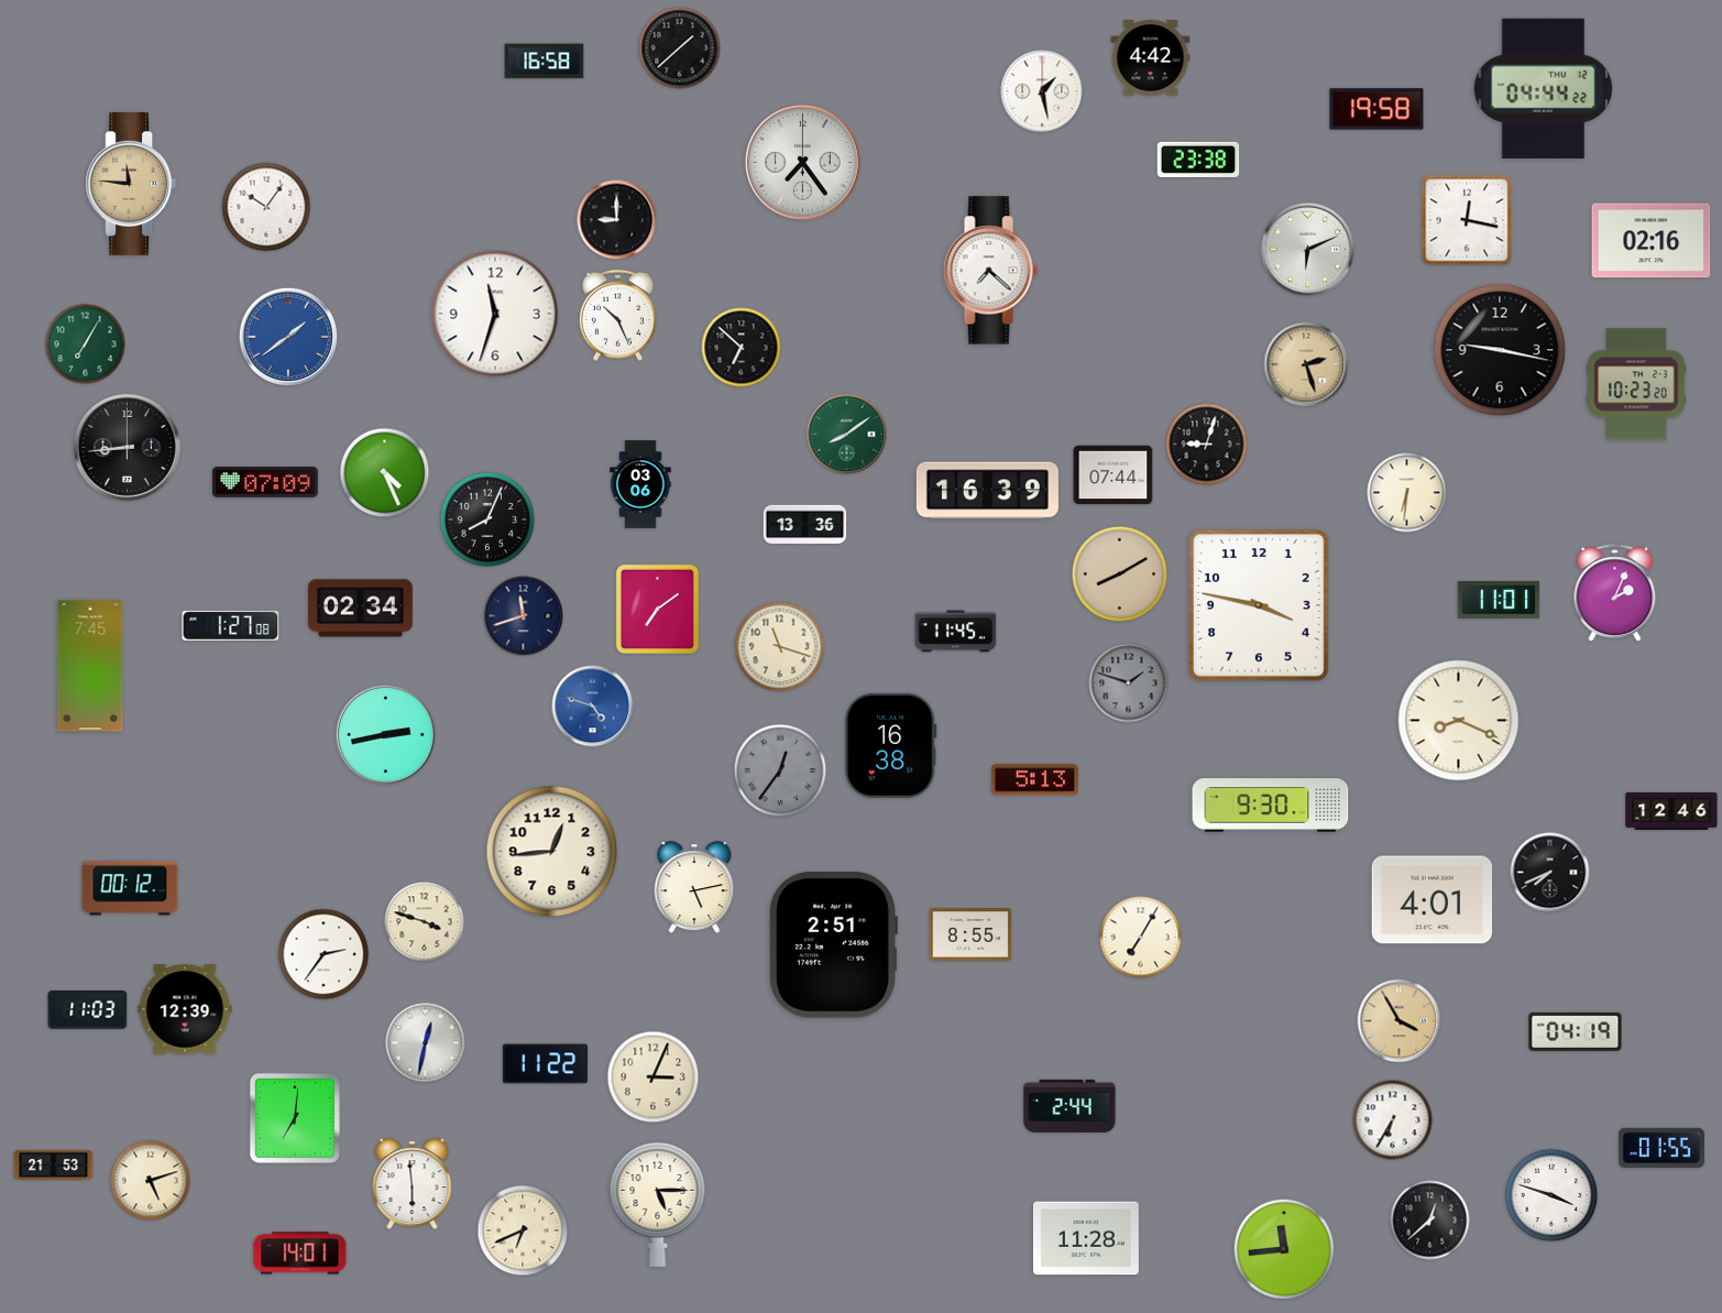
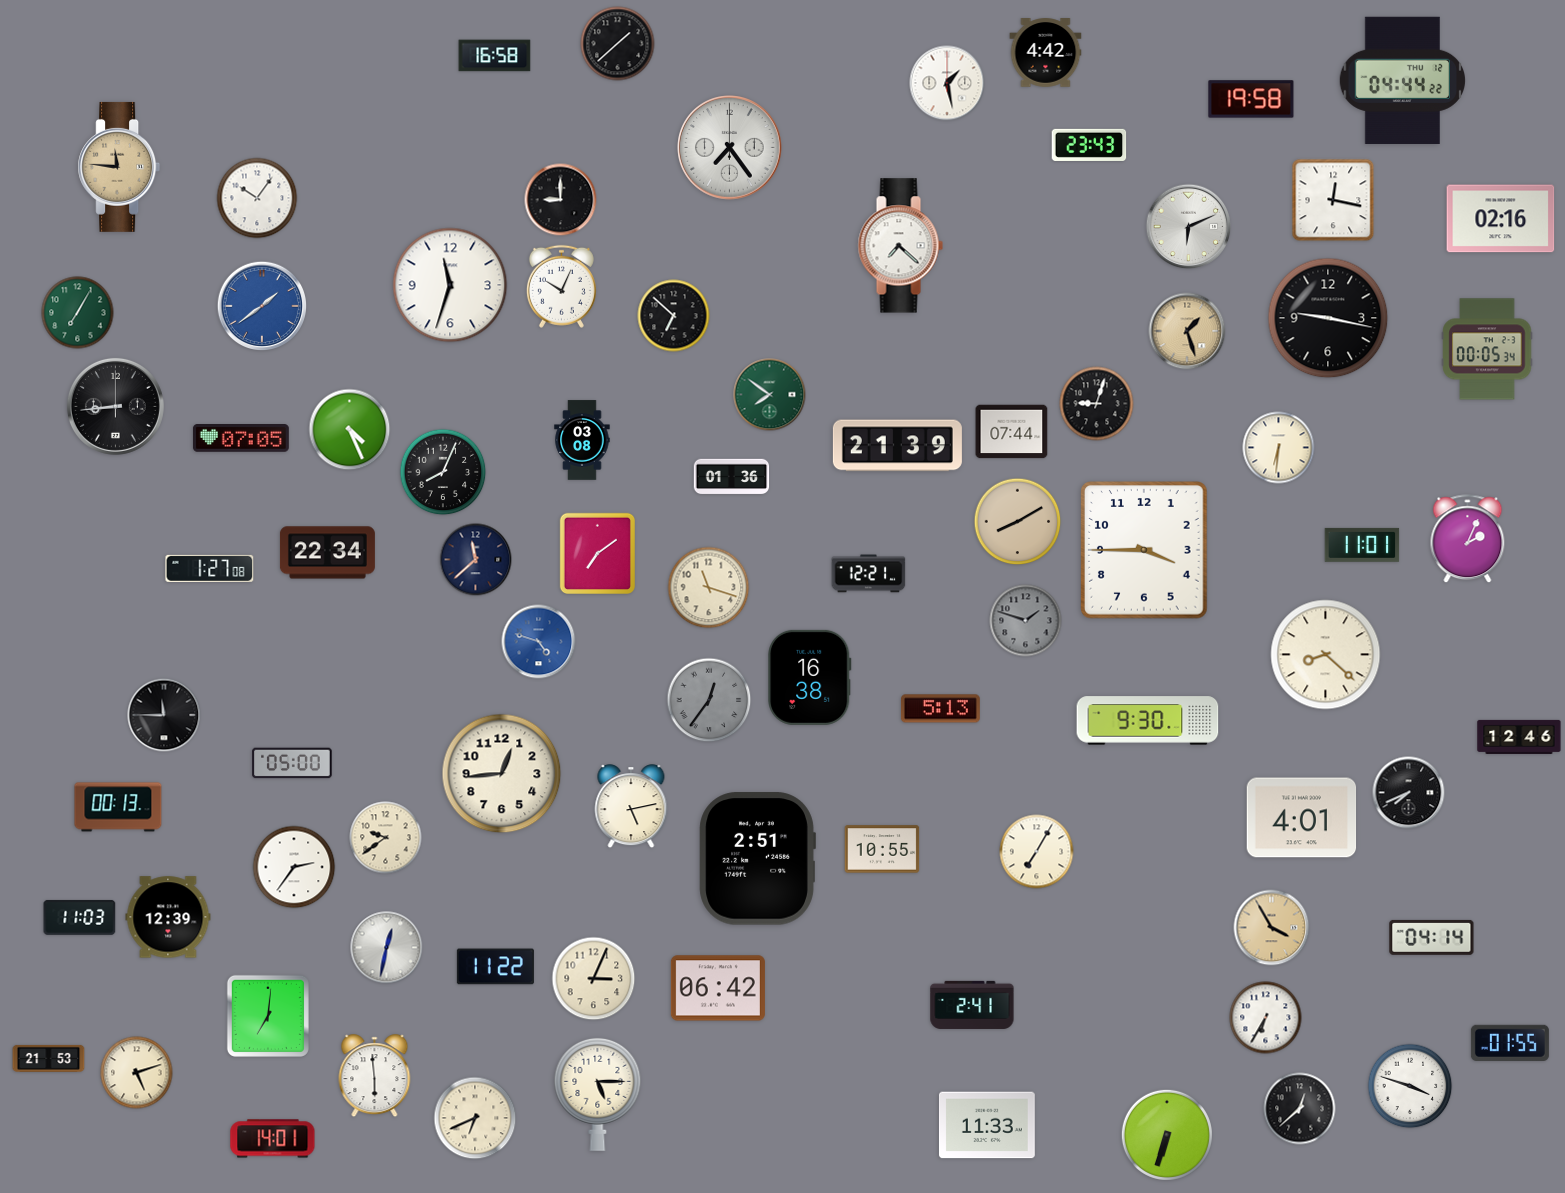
clock at (1198, 160): 23:38 -> 23:43
clock at (266, 207) position: (266, 207) -> (257, 198)
clock at (617, 315): 10:26 -> 10:04
clock at (1500, 350) position: (1500, 350) -> (1328, 318)
clock at (1306, 364): 2:27 -> 1:27
clock at (1636, 384): 10:23 -> 00:05
clock at (847, 435): 8:09 -> 7:51
clock at (265, 483): 07:09 -> 07:05
clock at (640, 484): 03:06 -> 03:08
clock at (987, 491): 16:39 -> 21:39
clock at (805, 525): 13:36 -> 01:36
clock at (1259, 605): 3:47 -> 3:45
clock at (360, 609): 02:34 -> 22:34
clock at (524, 616): 11:42 -> 11:38
clock at (956, 632): 11:45 -> 12:21
clock at (90, 666): 7:45 -> none
clock at (1459, 721): 8:19 -> 8:22
clock at (385, 734): 2:43 -> none
clock at (164, 715): none -> 11:45
clock at (1271, 806) position: (1271, 806) -> (1148, 721)
clock at (292, 763): none -> 05:00
clock at (130, 888): 00:12 -> 00:13
clock at (425, 922): 3:48 -> 9:39
clock at (970, 934): 8:55 -> 10:55
clock at (1576, 1031): 04:19 -> 04:14
clock at (718, 988): none -> 06:42
clock at (1070, 1106): 2:44 -> 2:41
clock at (1086, 1238): 11:28 -> 11:33
clock at (1284, 1249): 11:44 -> 6:33
